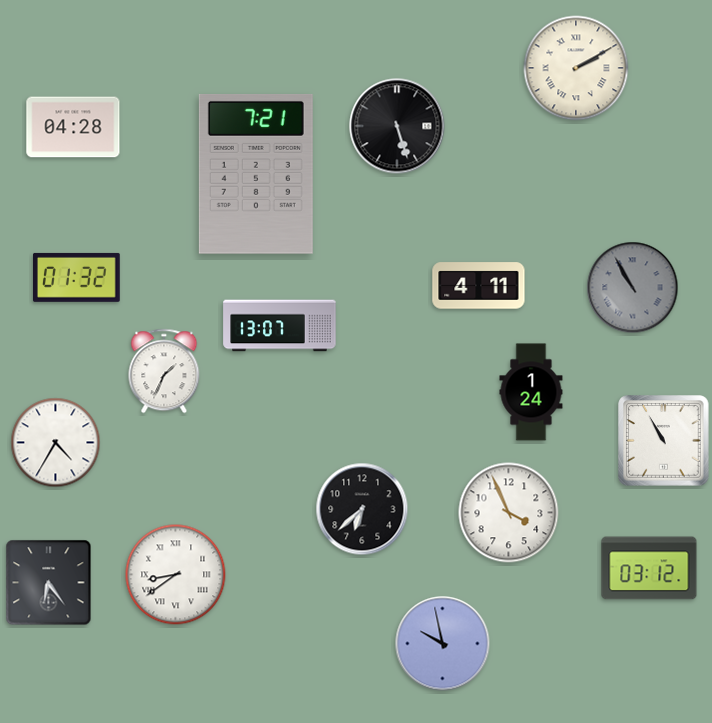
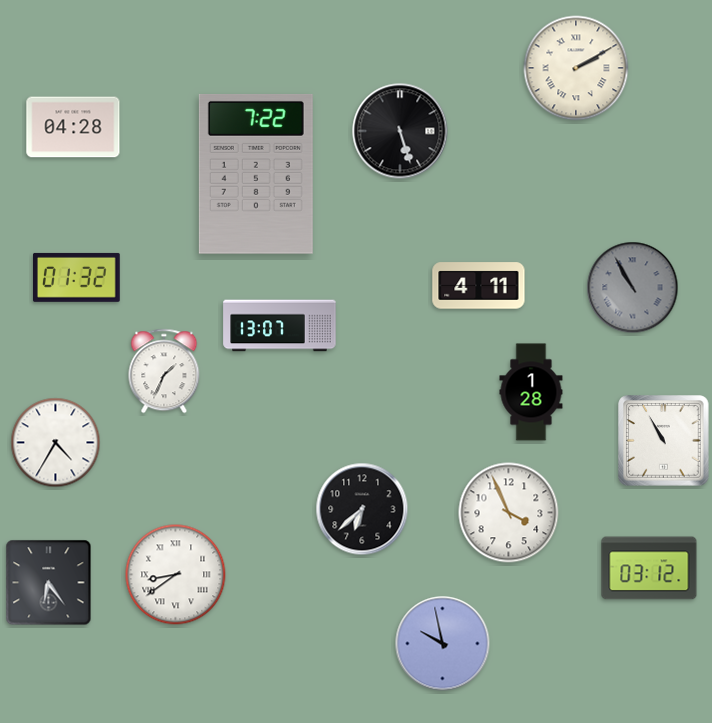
clock at (397, 126) position: (397, 126) -> (400, 131)
clock at (256, 174): 7:21 -> 7:22
clock at (531, 392): 1:24 -> 1:28
